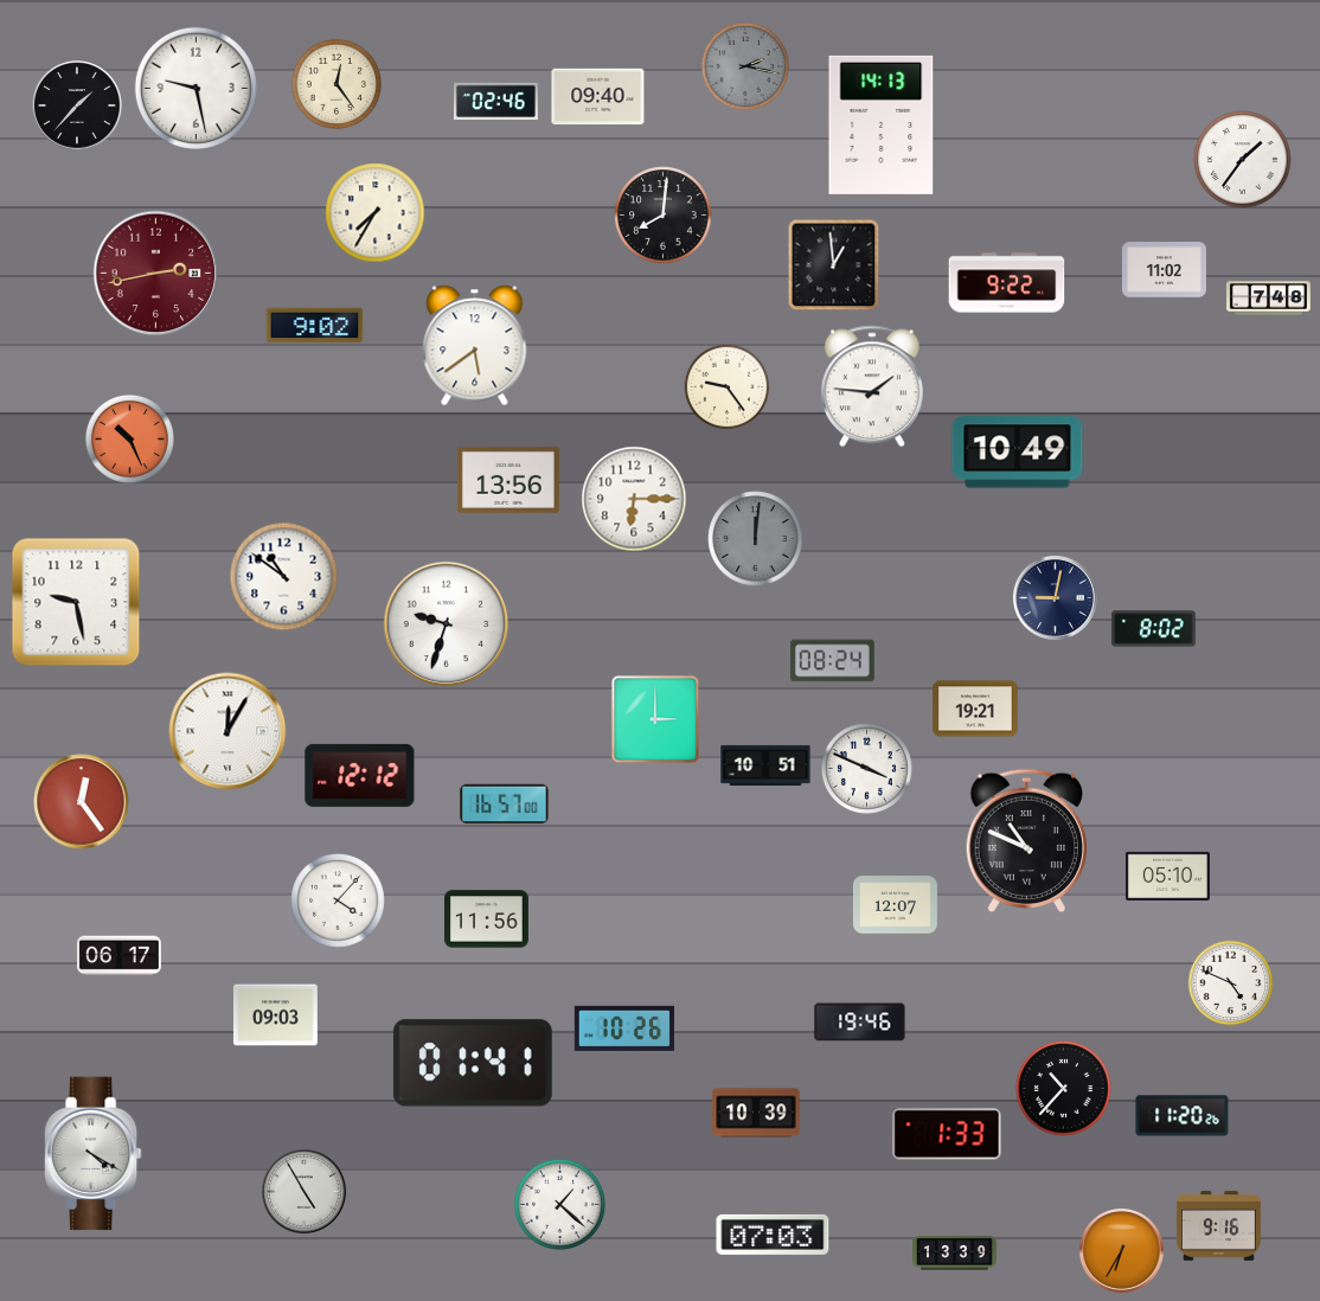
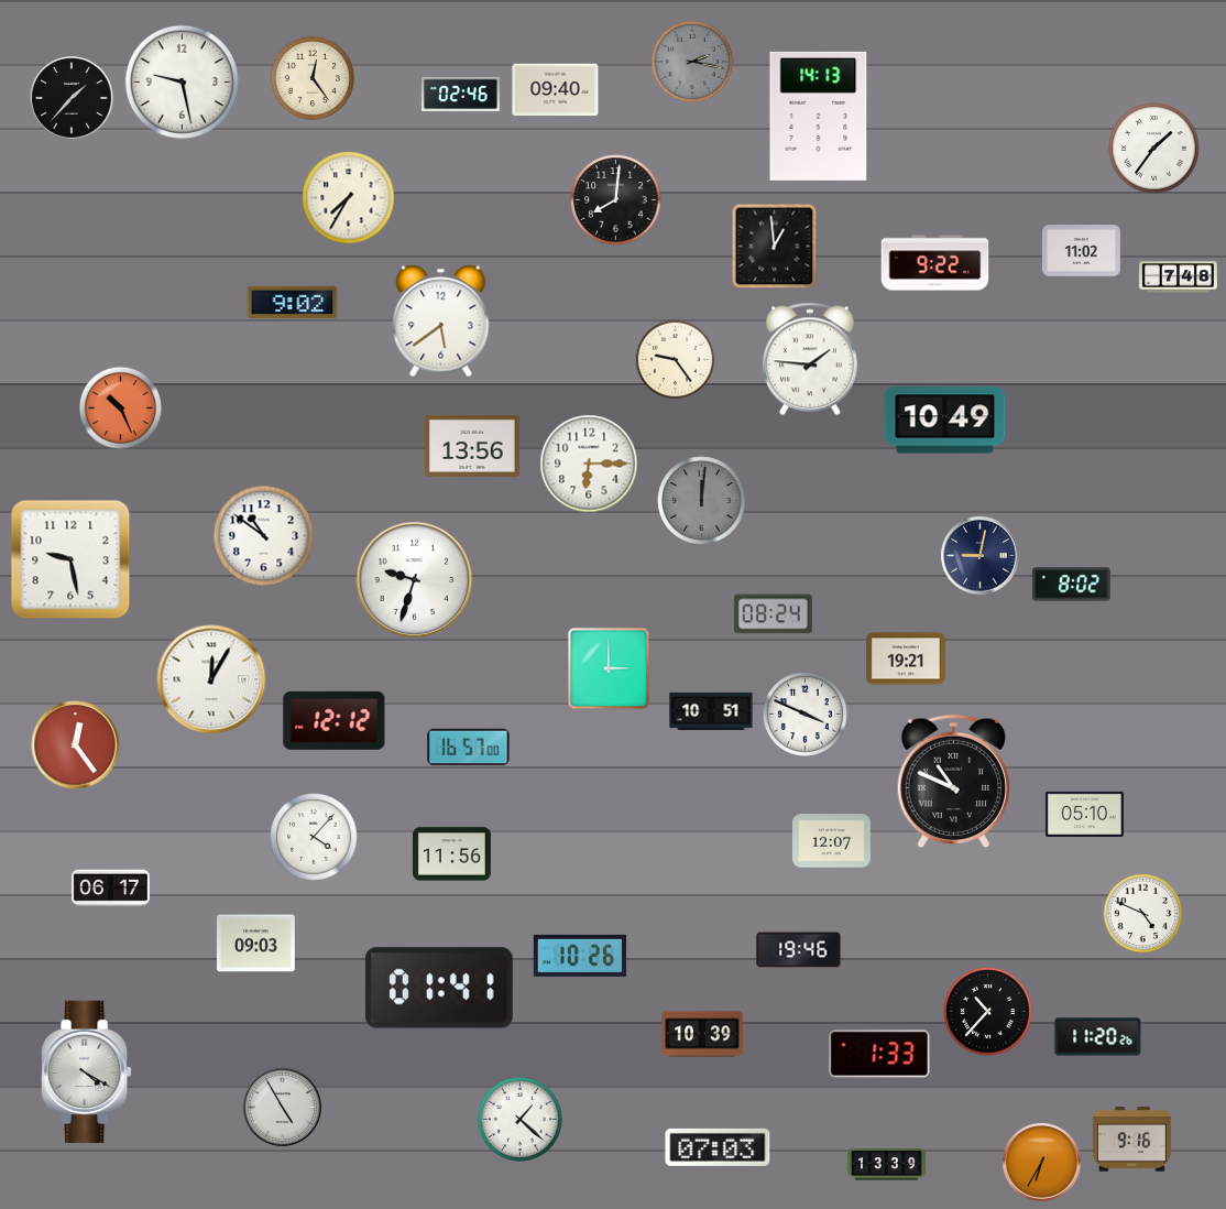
clock at (156, 274): 2:43 -> none
